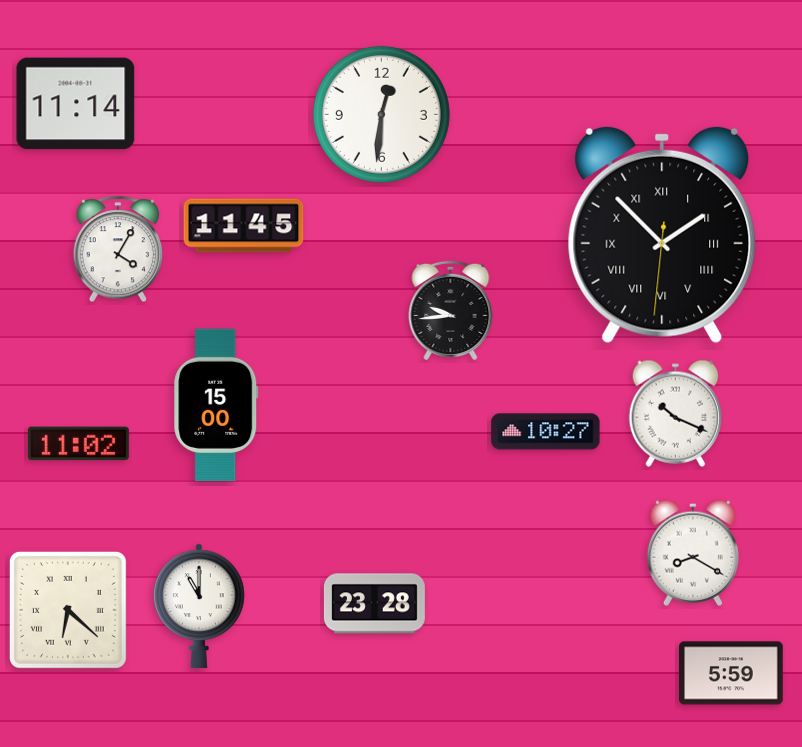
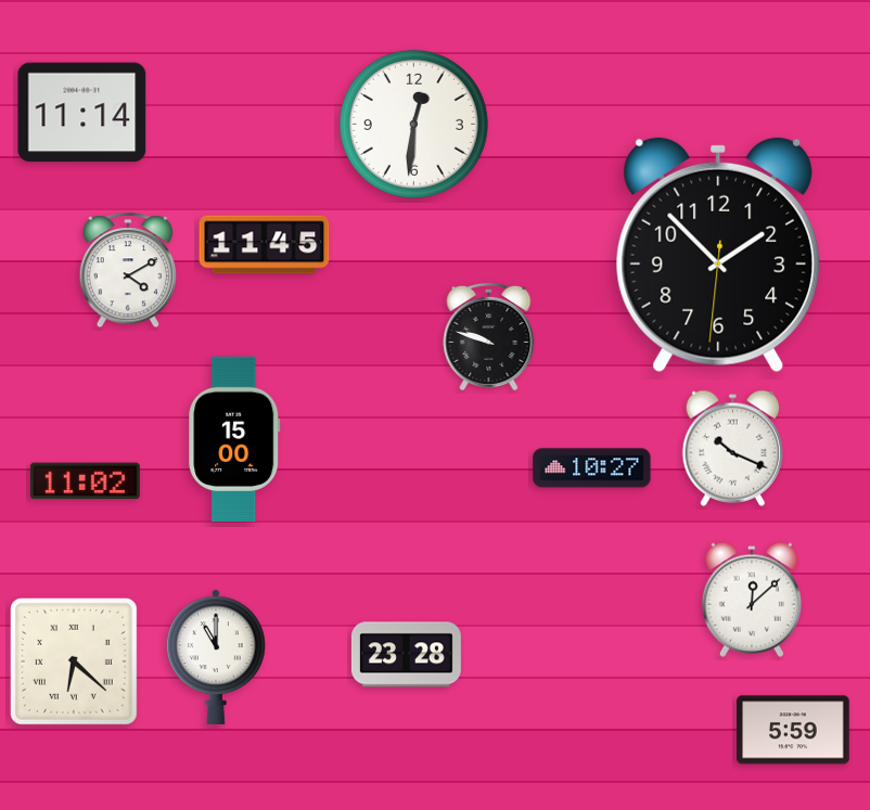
clock at (662, 235) numerals: Roman -> Arabic
clock at (118, 250): 4:05 -> 4:10
clock at (451, 310): 9:44 -> 9:48
clock at (693, 553): 8:20 -> 12:08
